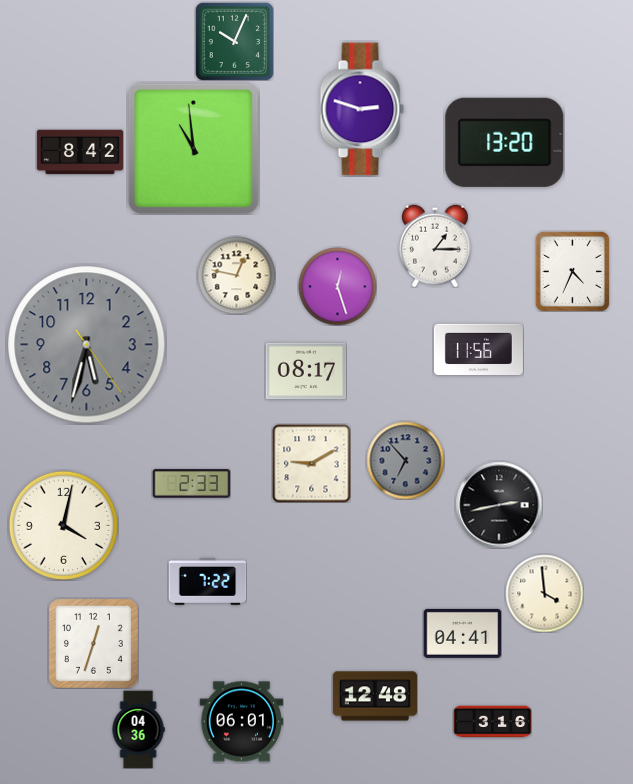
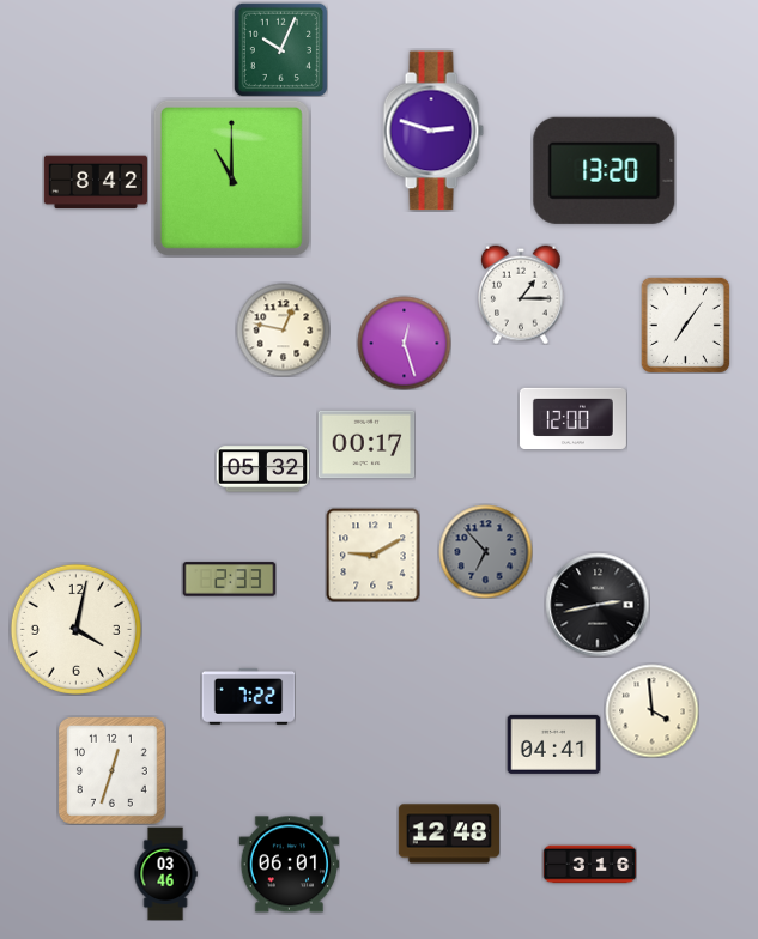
clock at (193, 148): 10:59 -> 11:00
clock at (572, 271): 4:34 -> 7:06
clock at (87, 345): 5:32 -> none
clock at (478, 349): 11:56 -> 12:00
clock at (306, 371): 08:17 -> 00:17
clock at (262, 469): none -> 05:32
clock at (462, 633) position: (462, 633) -> (553, 744)
clock at (138, 729): 04:36 -> 03:46
